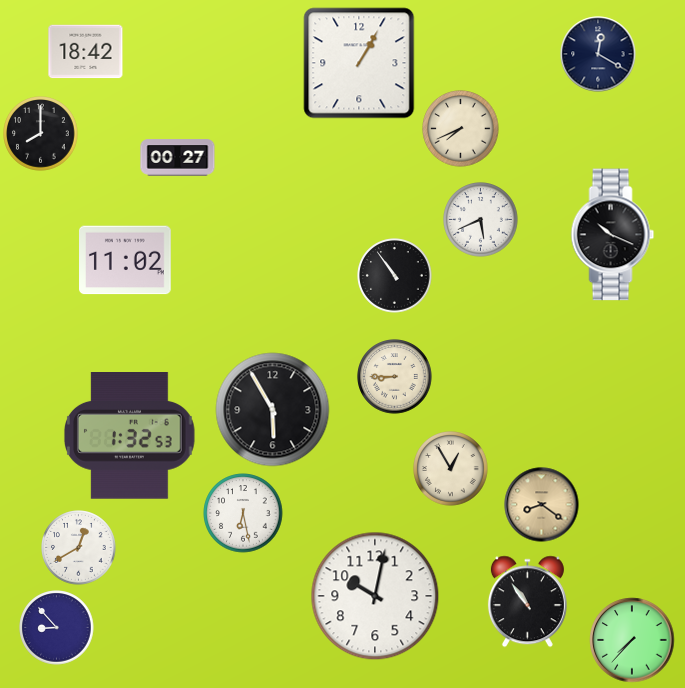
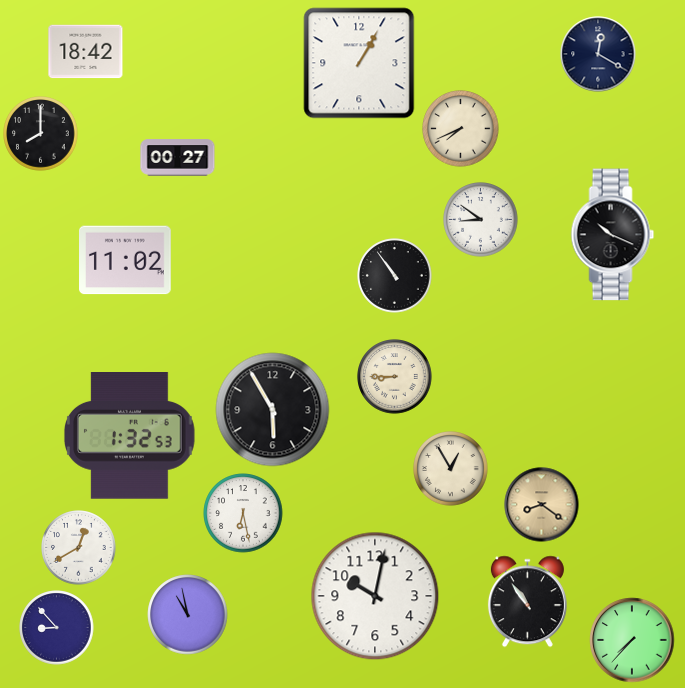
clock at (481, 220): 5:41 -> 8:51
clock at (188, 615): none -> 10:58
